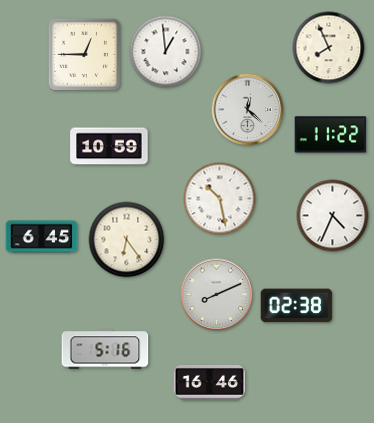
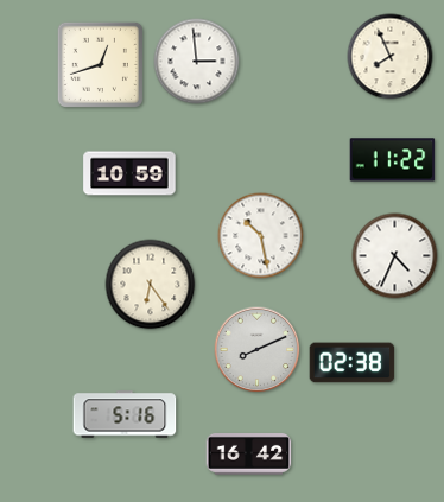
clock at (166, 52): 12:59 -> 2:59
clock at (84, 54): 12:45 -> 12:42
clock at (248, 110): 12:22 -> none
clock at (42, 237): 6:45 -> none
clock at (210, 383): 16:46 -> 16:42
